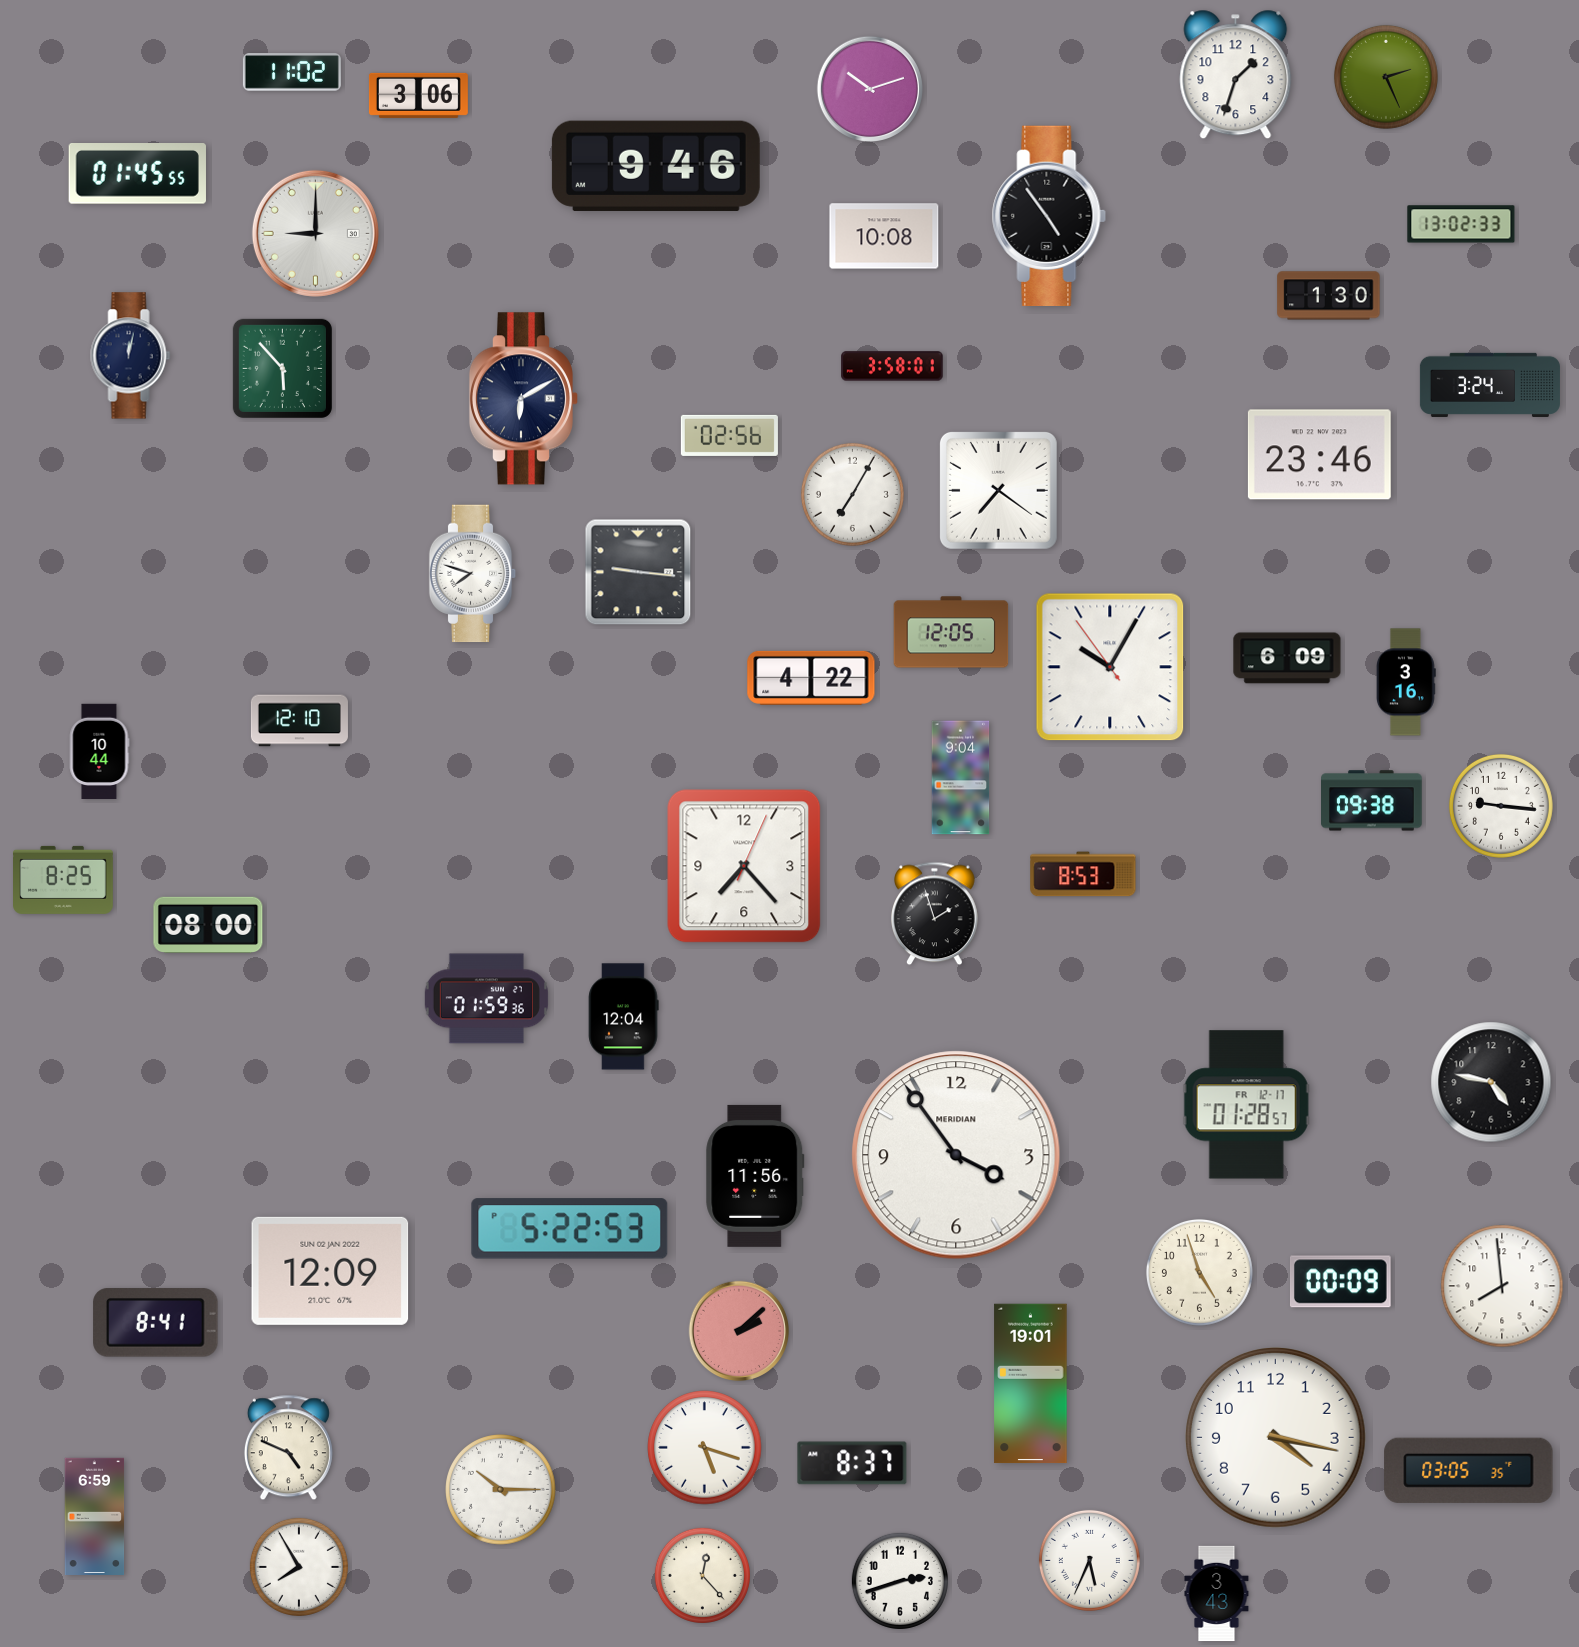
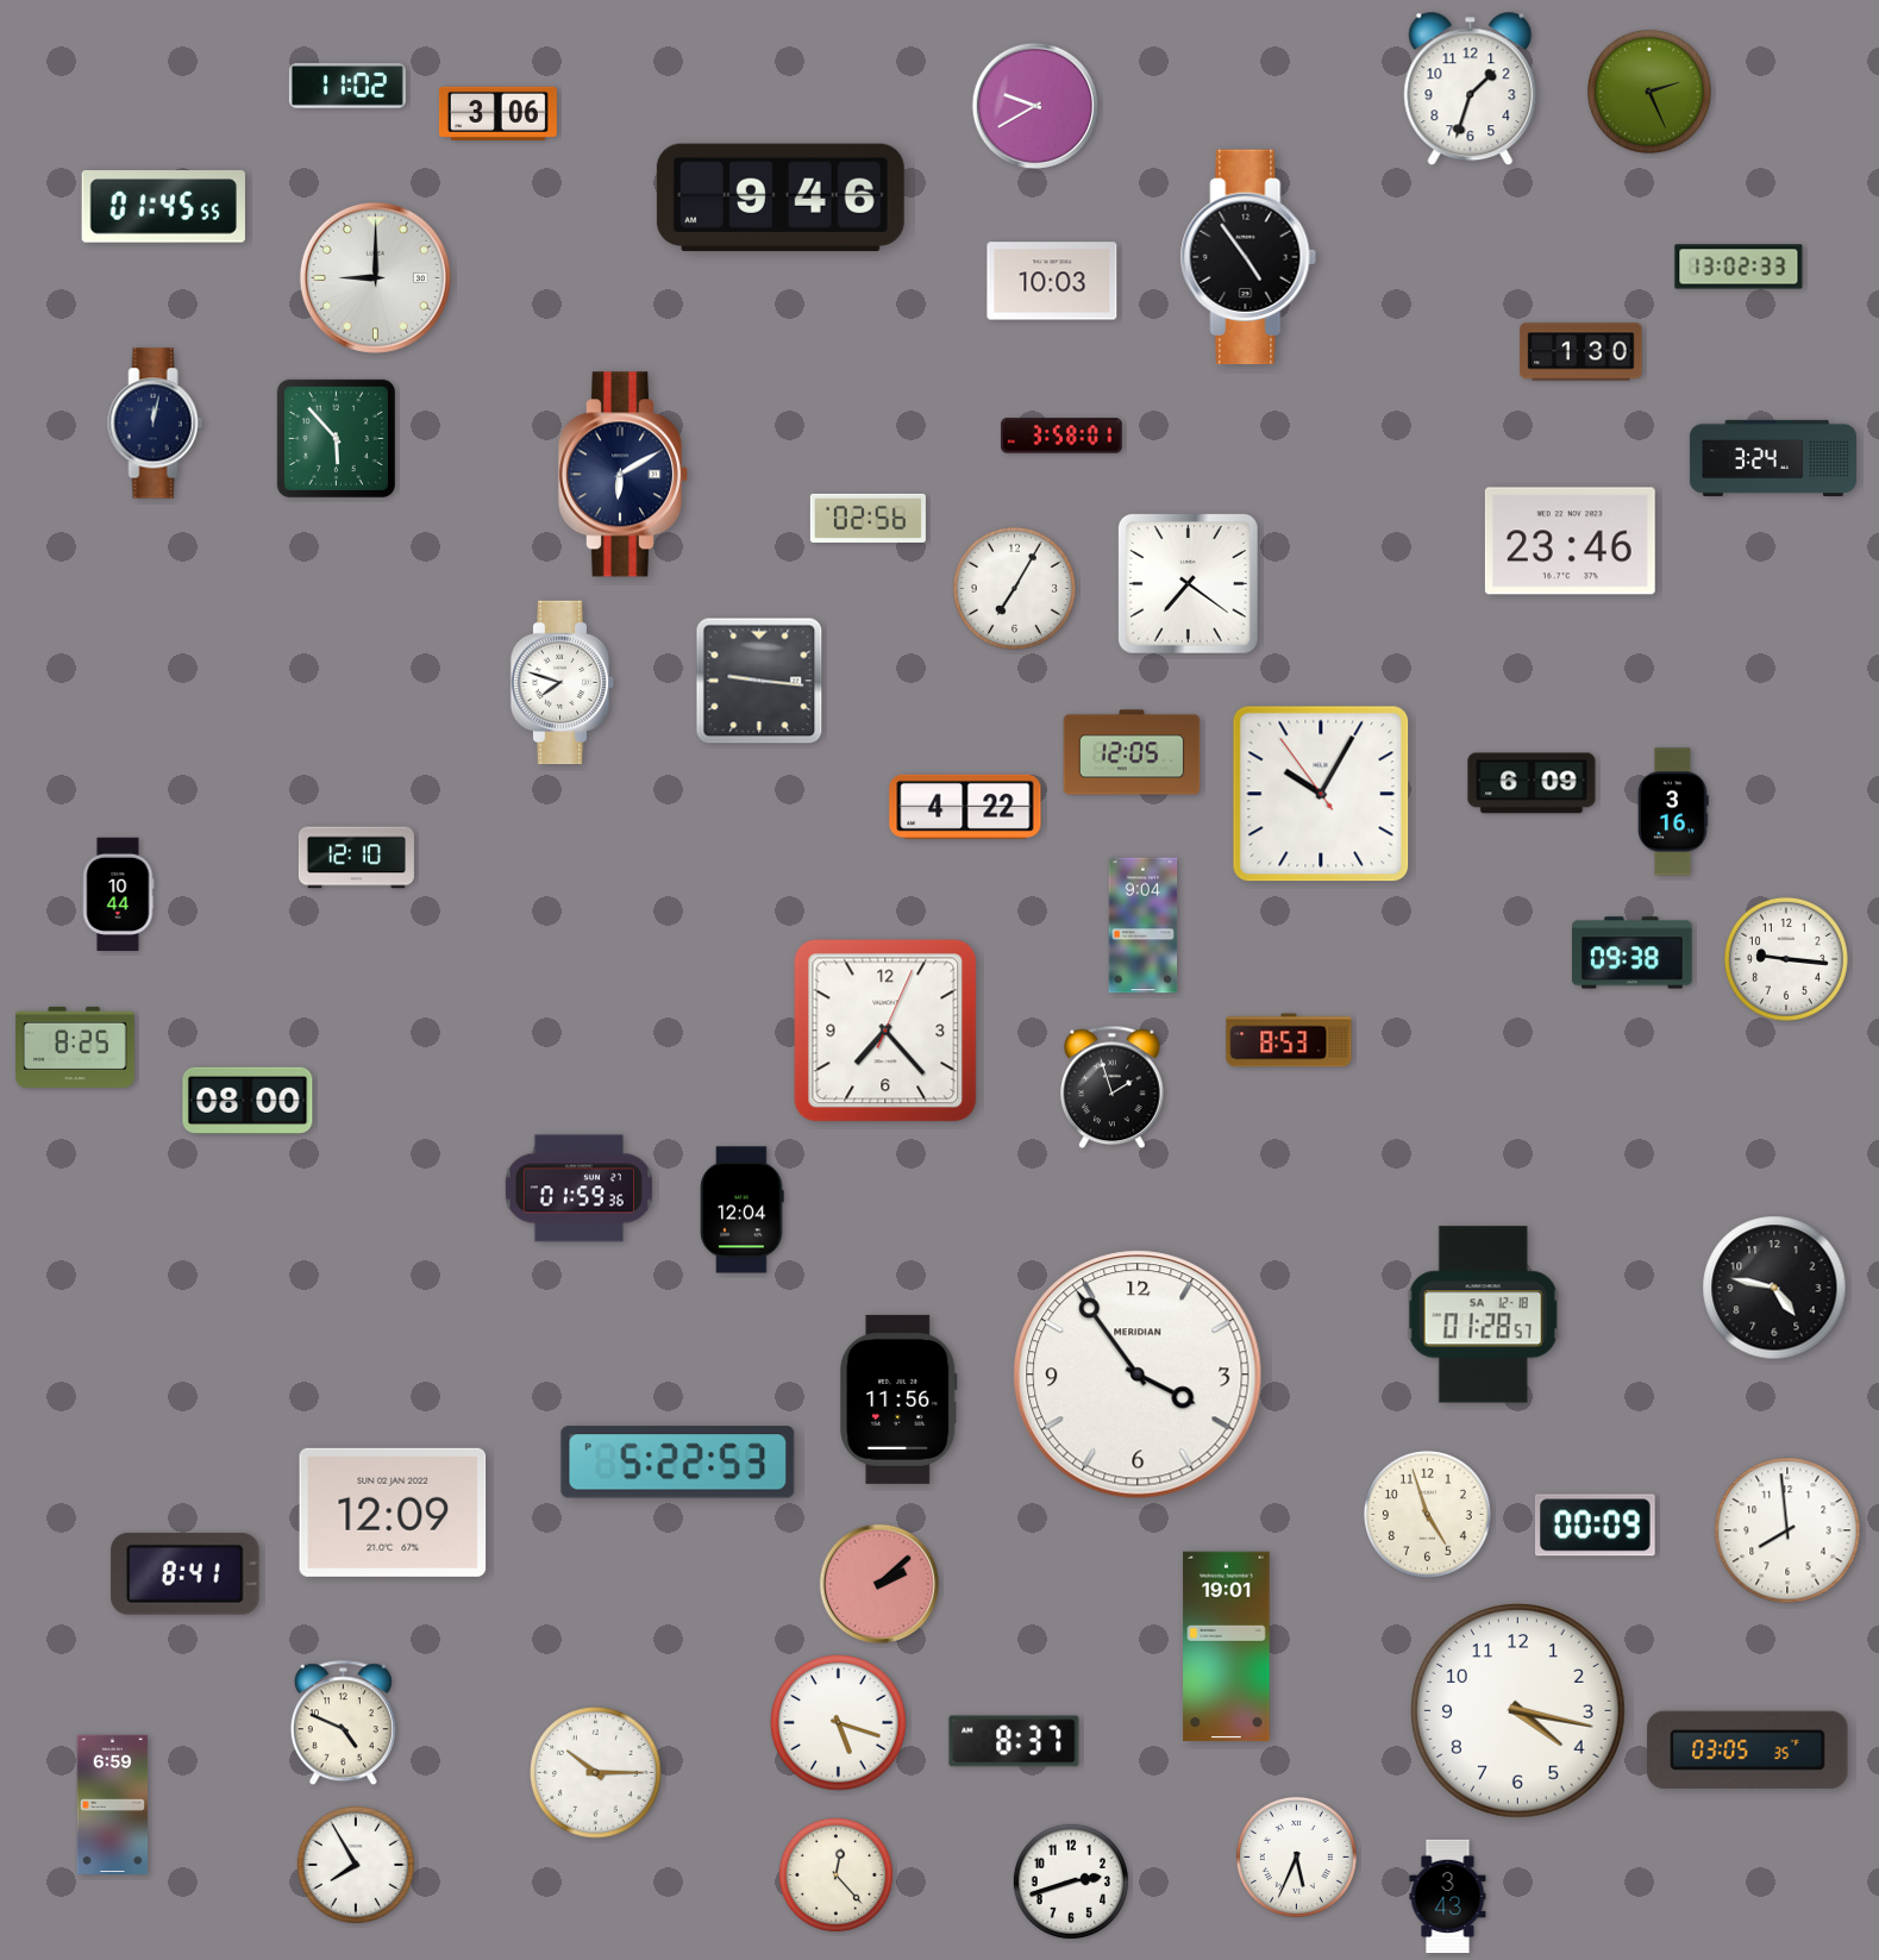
clock at (869, 88): 10:12 -> 9:40
clock at (884, 236): 10:08 -> 10:03
clock at (1246, 1105) date: FR 12-17 -> SA 12-18
